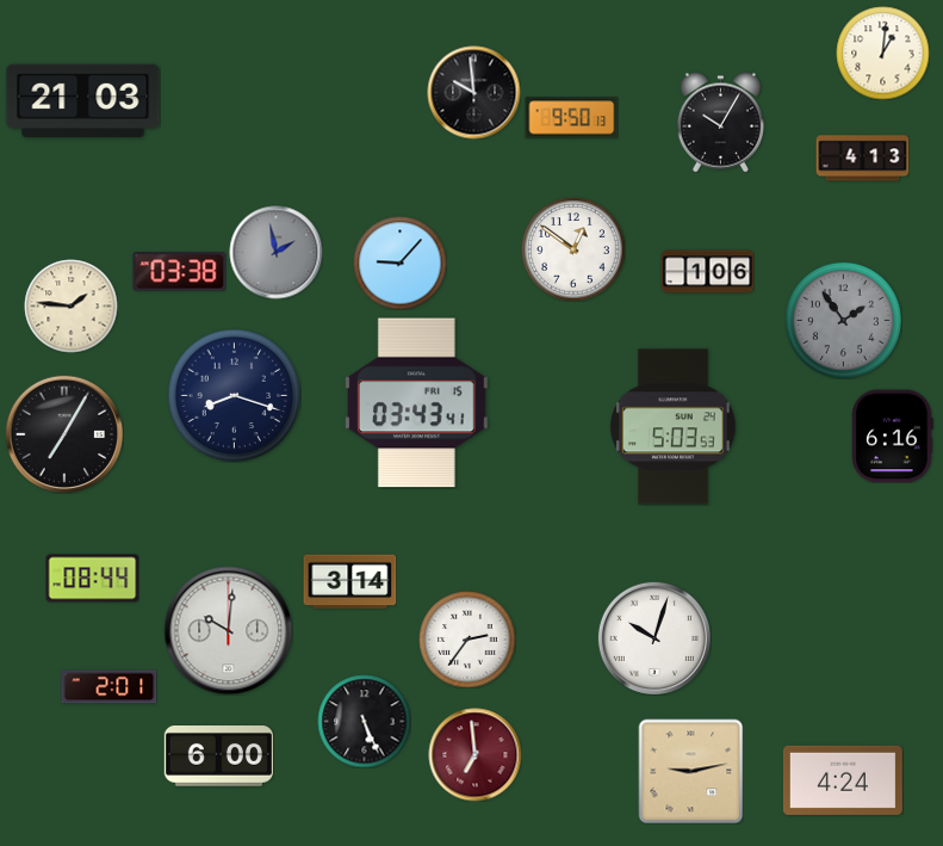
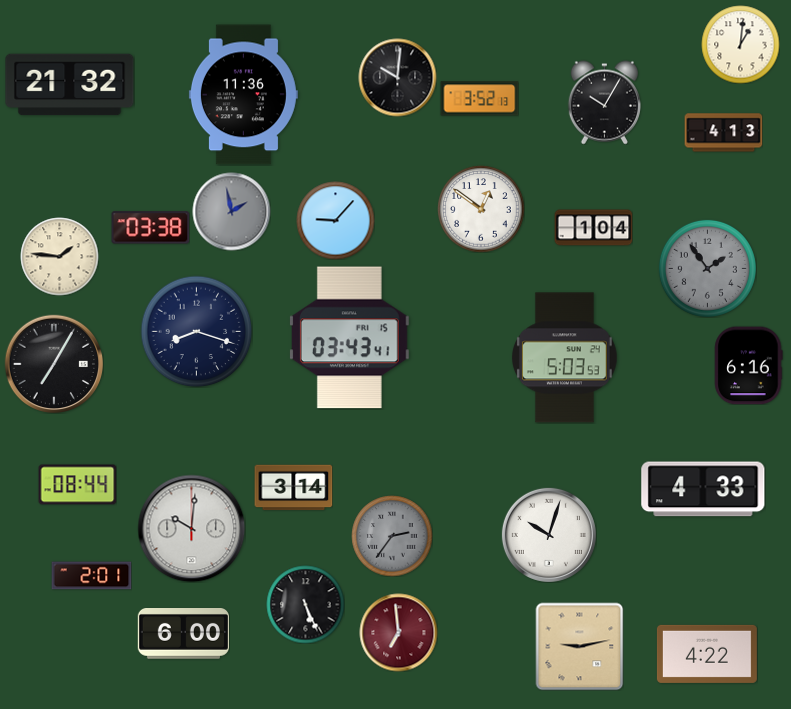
clock at (473, 92): 9:59 -> 10:01
clock at (83, 101): 21:03 -> 21:32
clock at (243, 95): none -> 11:36
clock at (571, 118): 9:50 -> 3:52
clock at (707, 272): 1:06 -> 1:04
clock at (703, 489): none -> 4:33
clock at (467, 640) dial: white -> grey
clock at (843, 780): 4:24 -> 4:22
